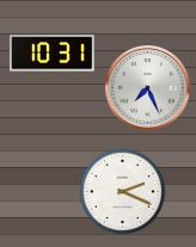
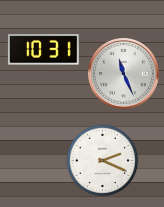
clock at (51, 54) position: (51, 54) -> (43, 50)
clock at (148, 88): 7:26 -> 11:26
